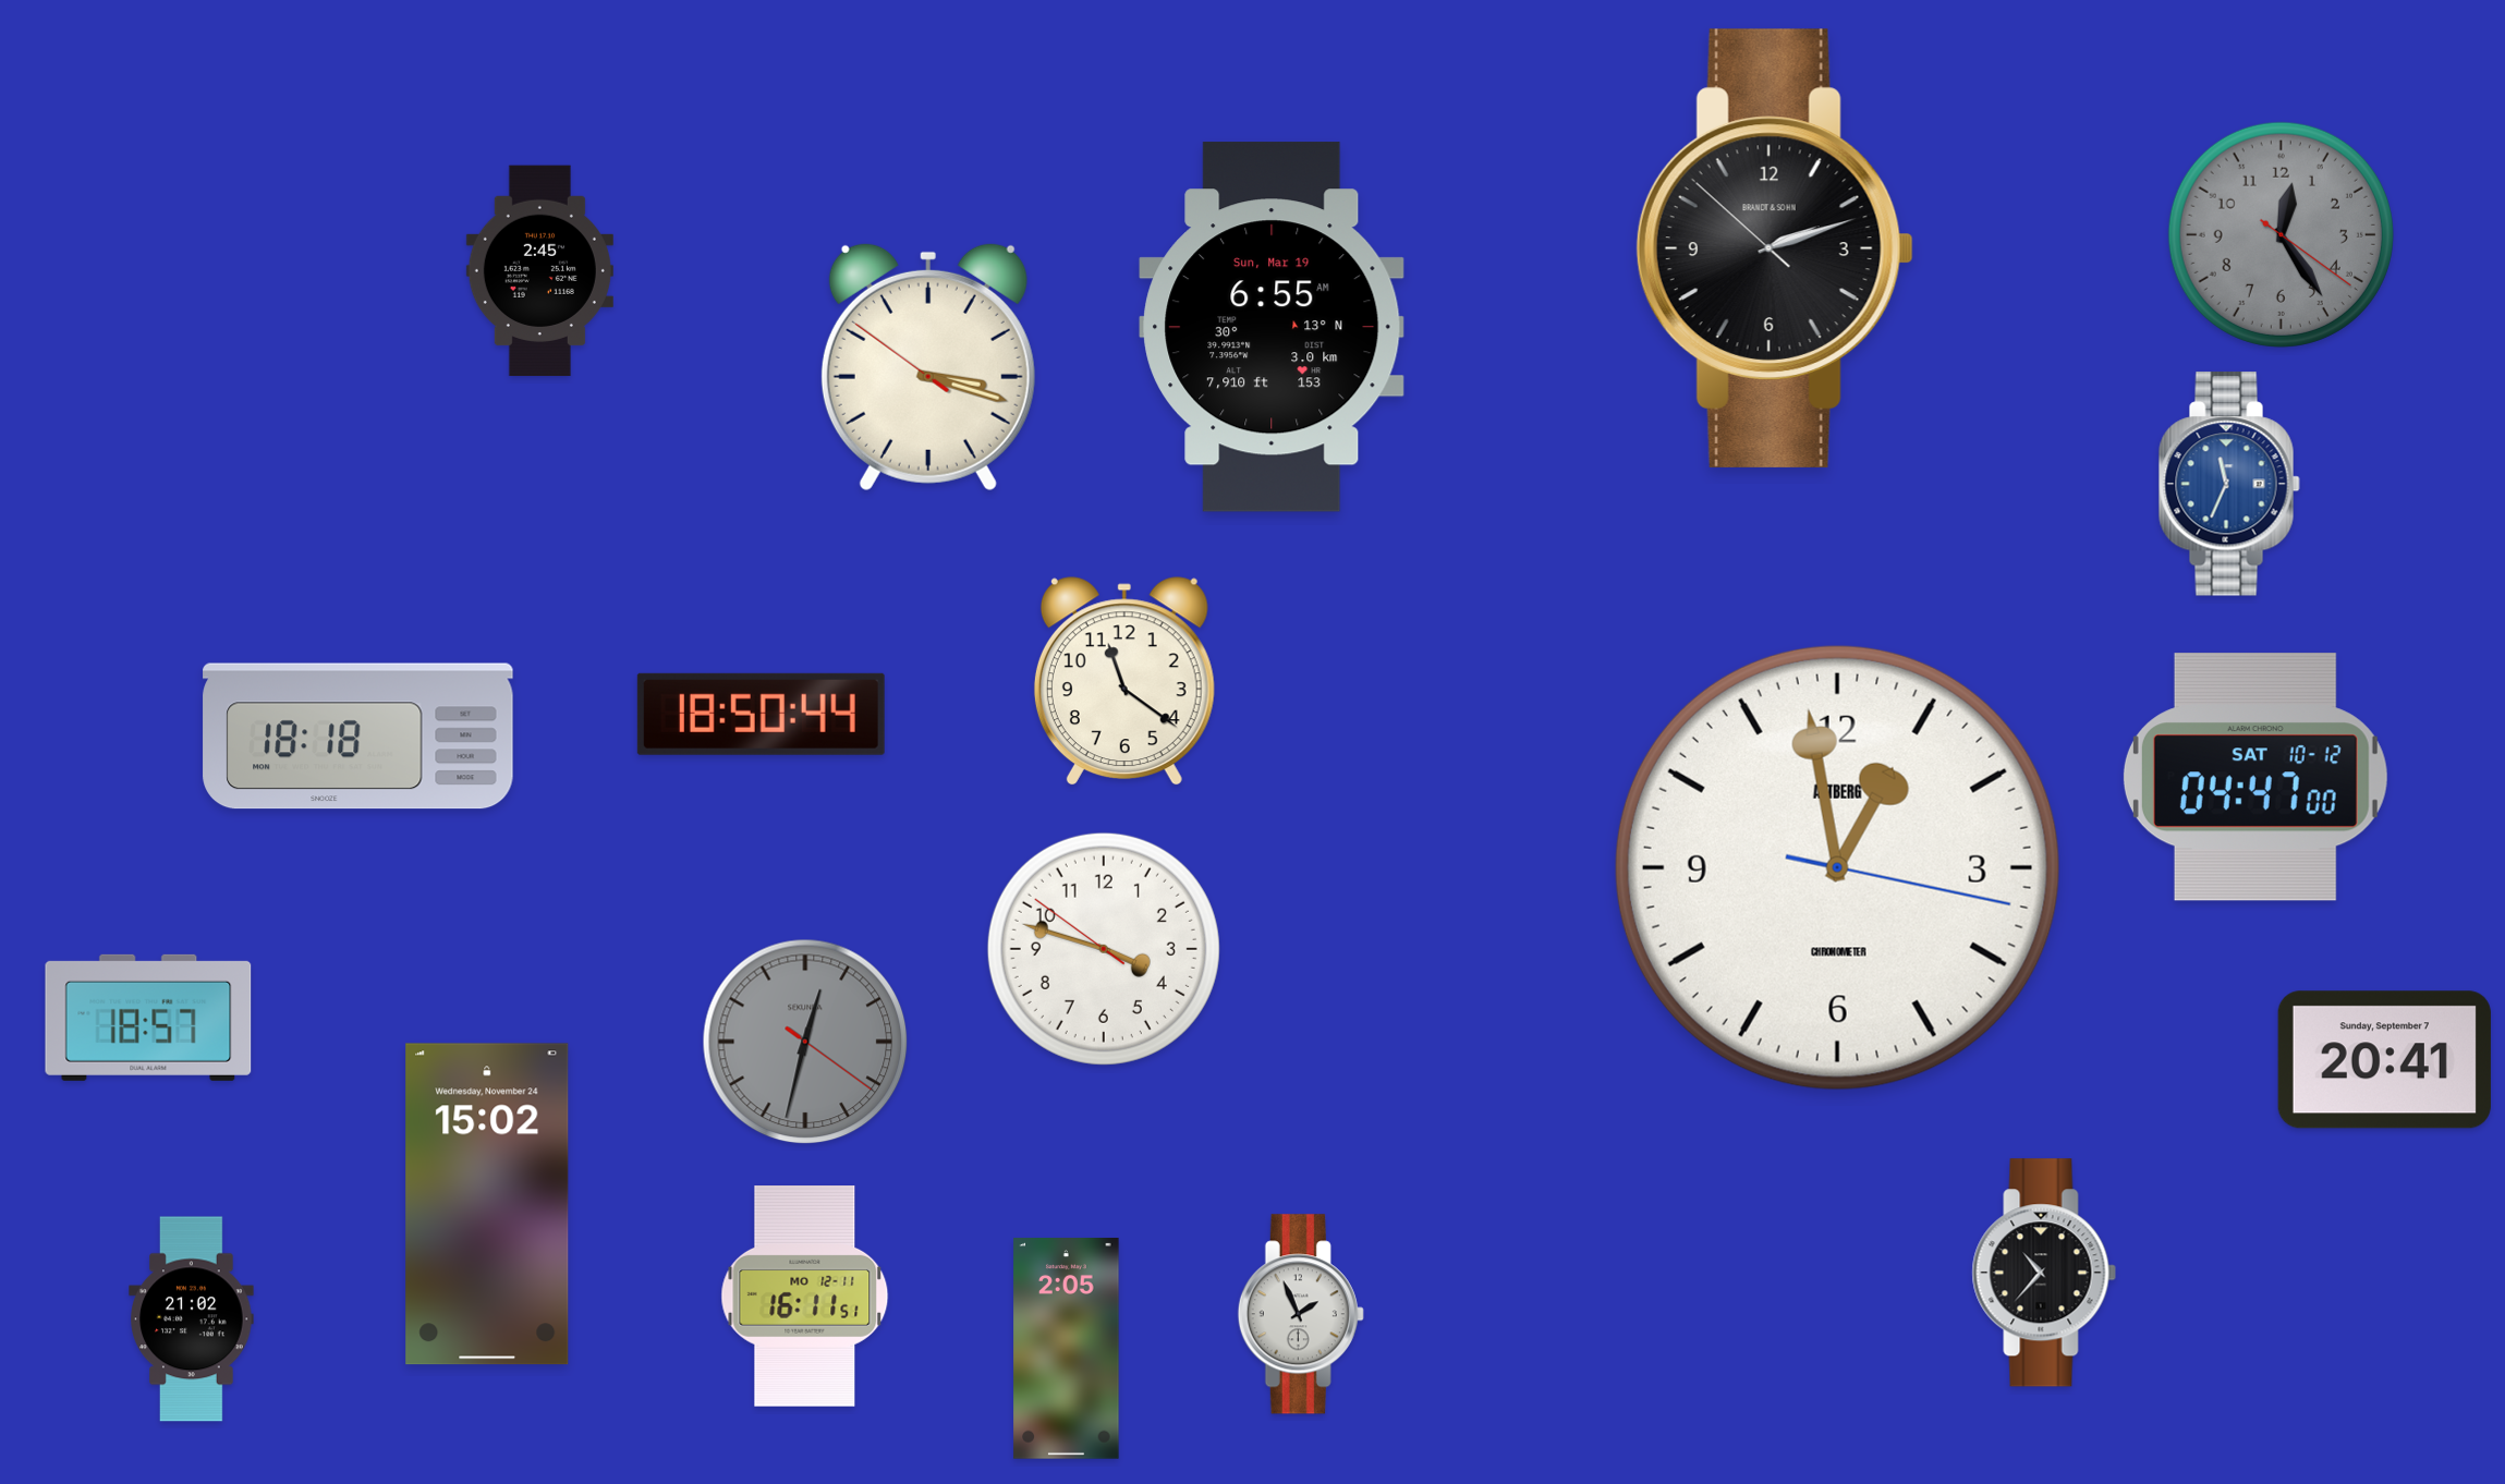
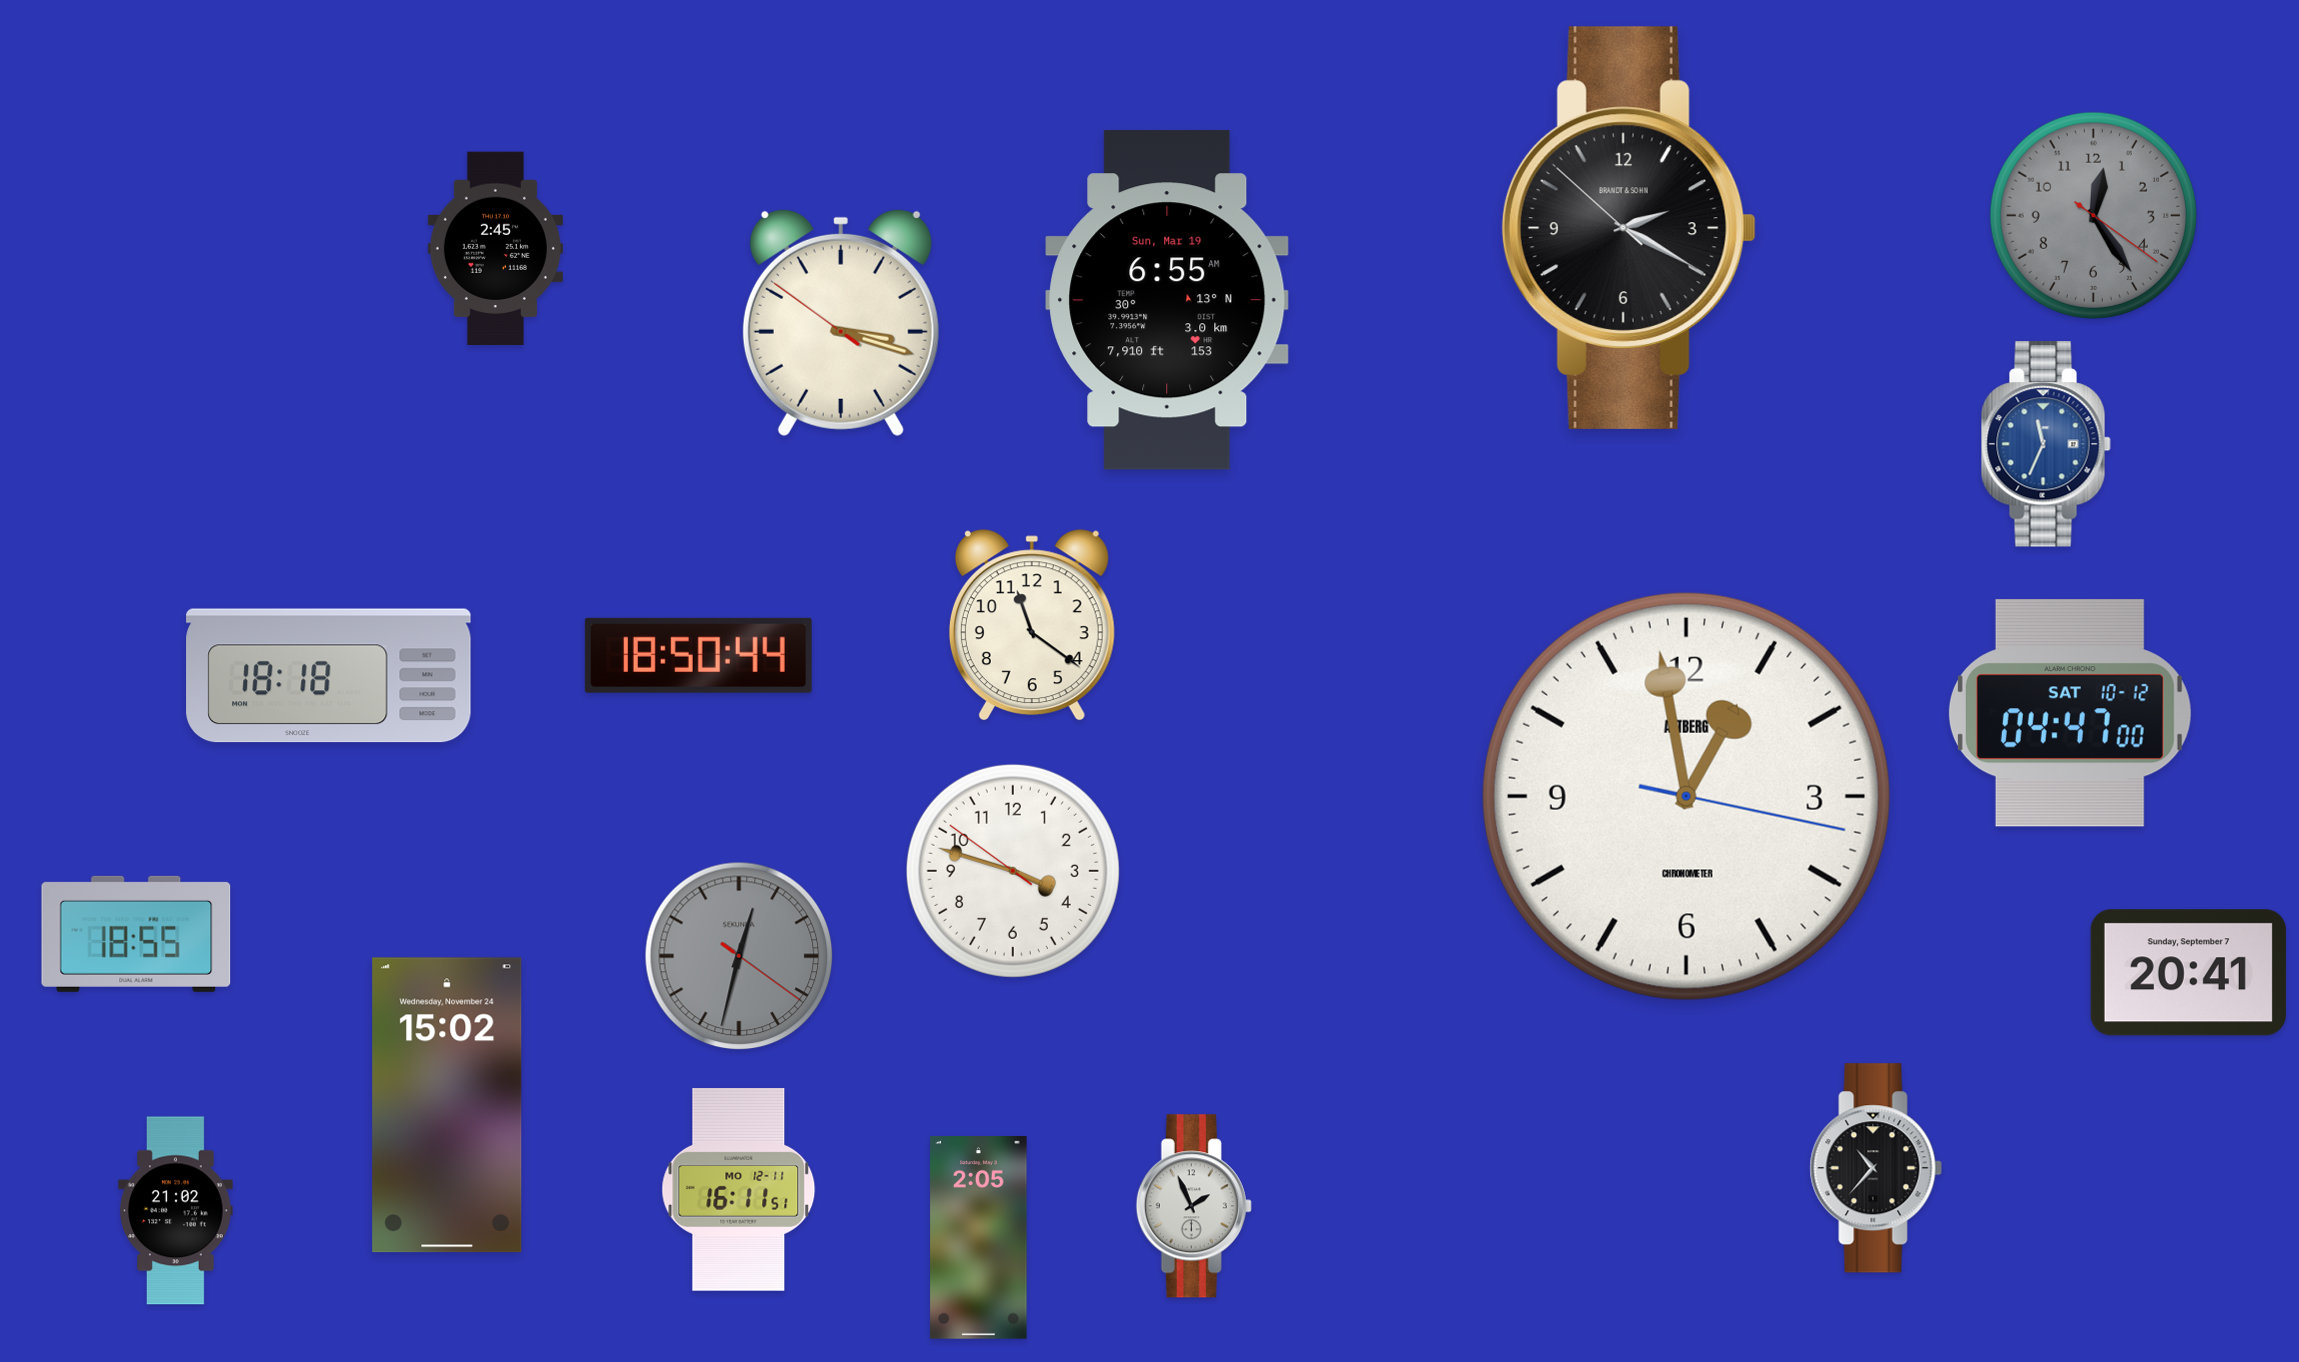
clock at (1775, 248): 2:11 -> 2:19
clock at (928, 366) position: (928, 366) -> (841, 322)
clock at (148, 1018): 18:57 -> 18:55
